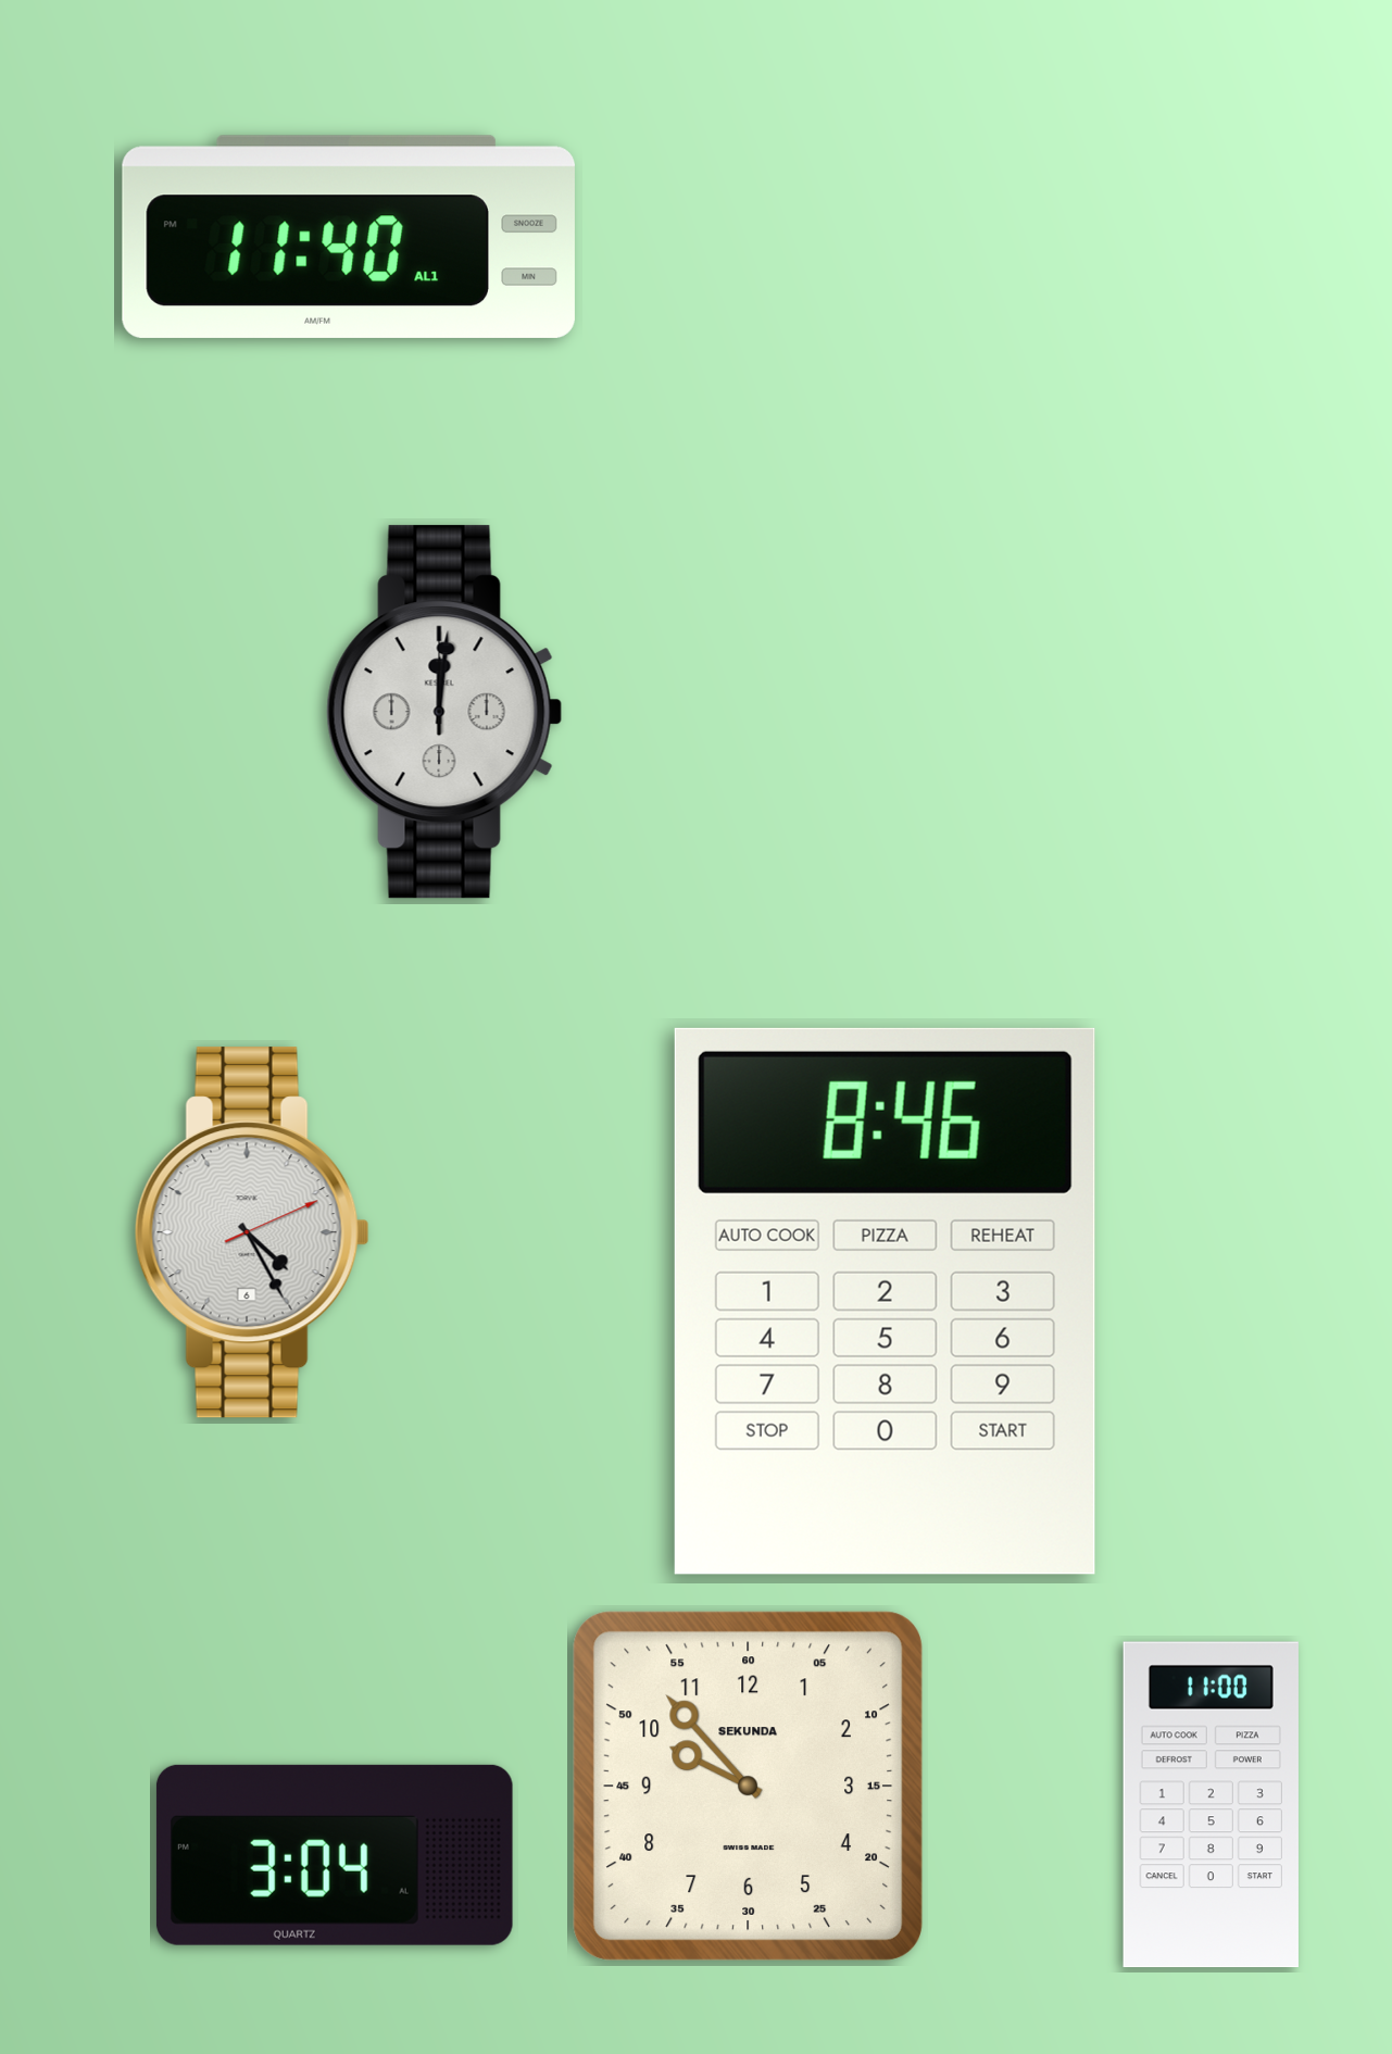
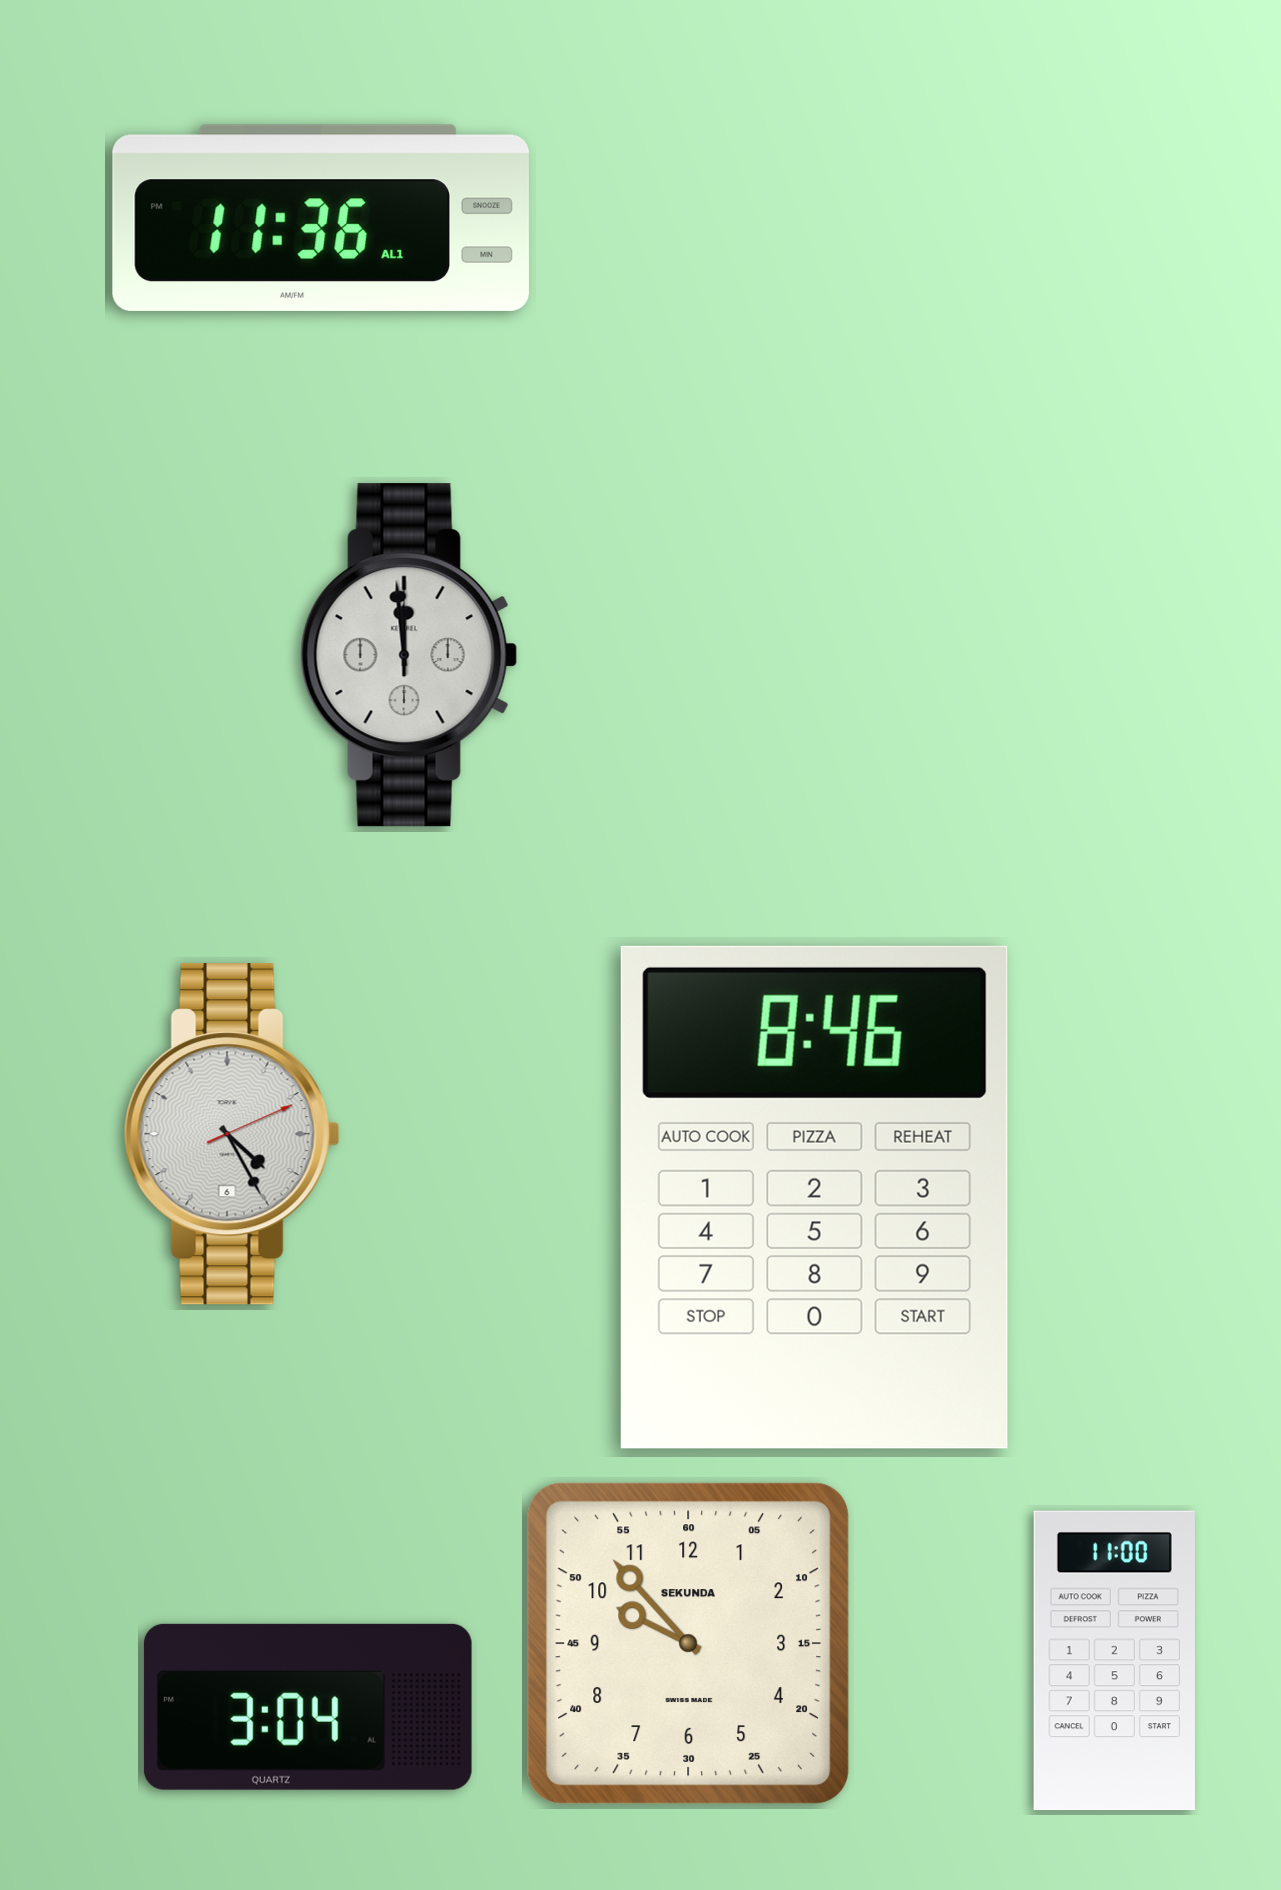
clock at (349, 237): 11:40 -> 11:36
clock at (444, 712): 12:01 -> 11:59
